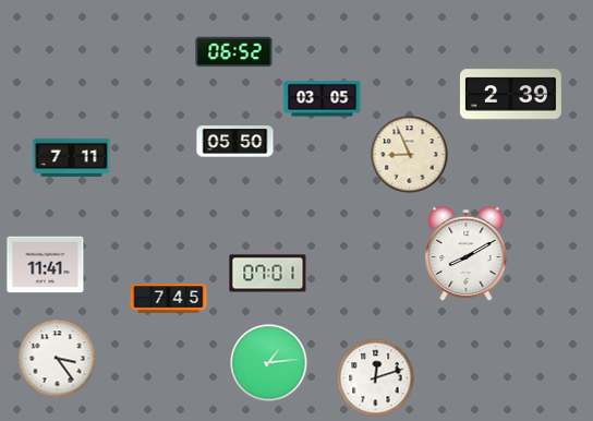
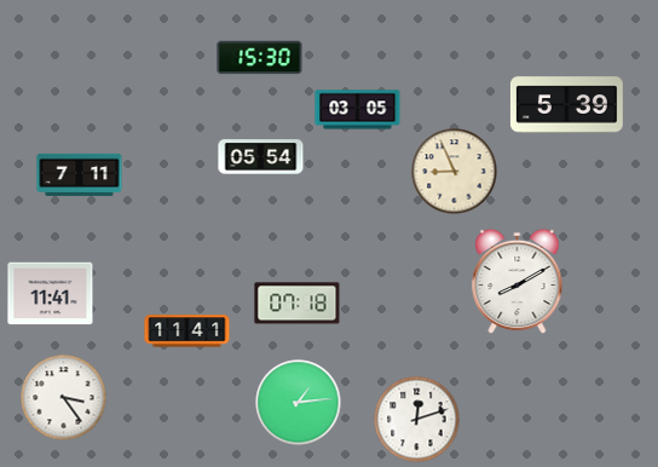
clock at (234, 52): 06:52 -> 15:30
clock at (510, 95): 2:39 -> 5:39
clock at (235, 142): 05:50 -> 05:54
clock at (268, 274): 07:01 -> 07:18
clock at (169, 299): 7:45 -> 11:41
